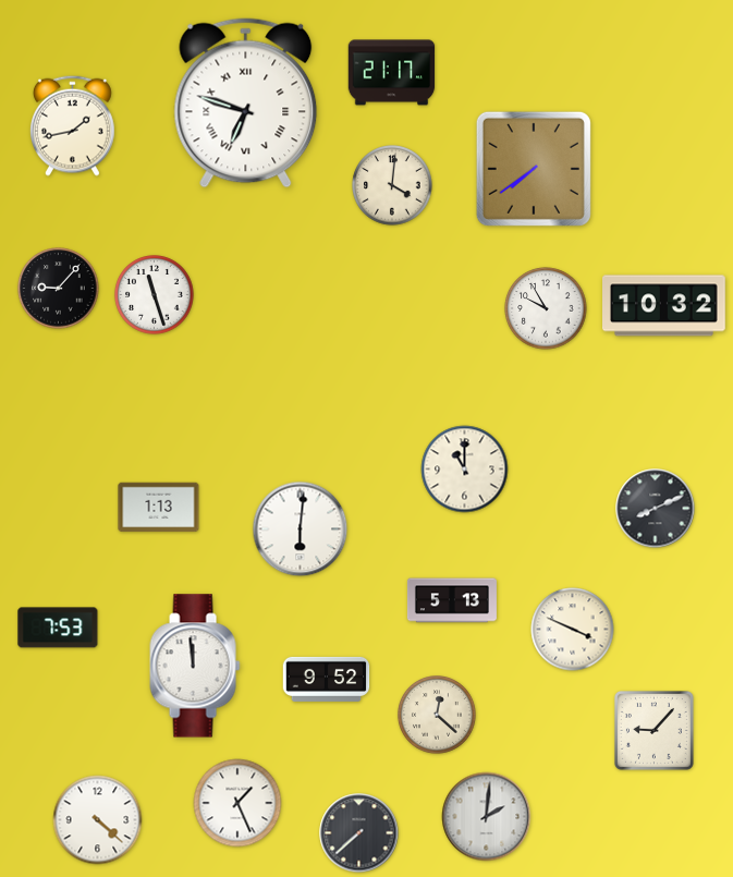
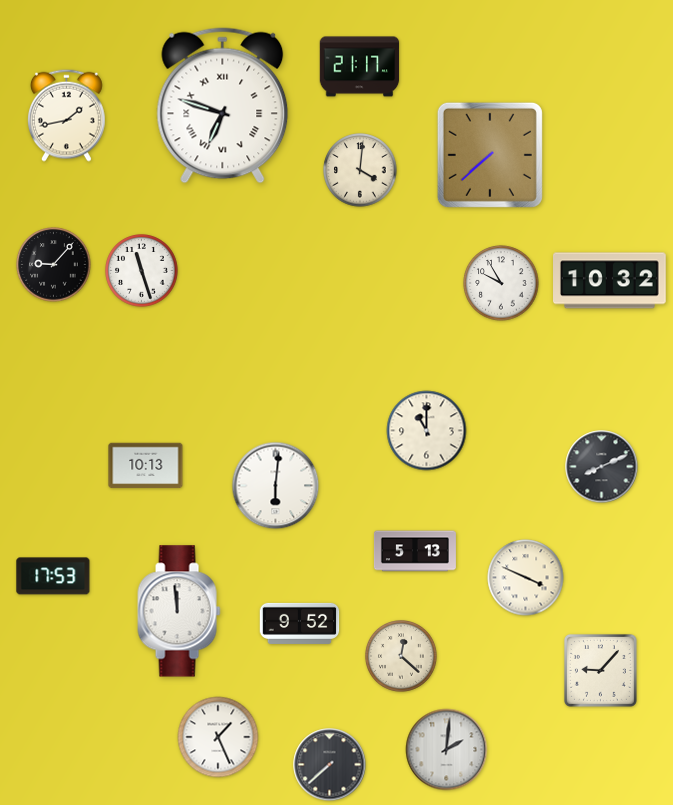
clock at (246, 103) position: (246, 103) -> (223, 106)
clock at (534, 169): 7:39 -> 7:38
clock at (159, 508): 1:13 -> 10:13
clock at (58, 628): 7:53 -> 17:53
clock at (98, 820): 4:22 -> none
